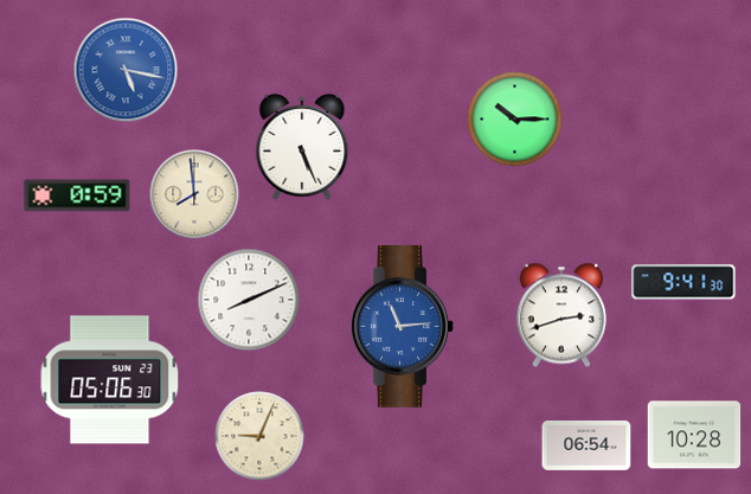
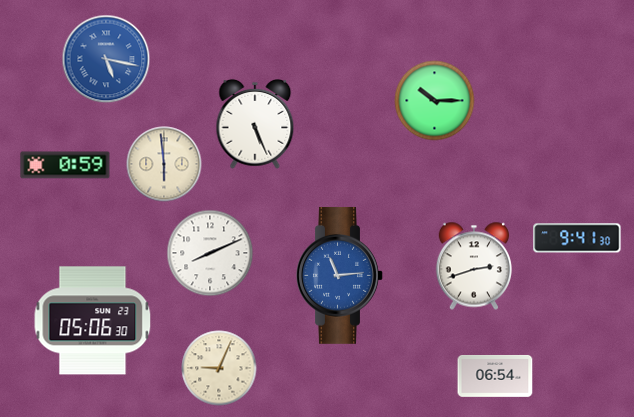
clock at (194, 194): 7:59 -> 5:59
clock at (694, 435): 10:28 -> none
